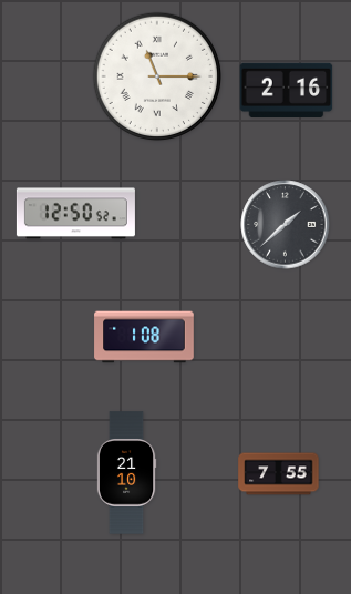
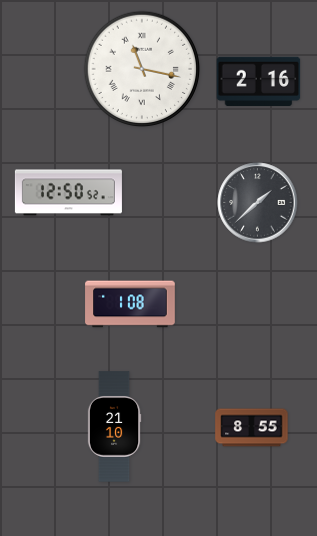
clock at (157, 76): 11:15 -> 11:17
clock at (279, 474): 7:55 -> 8:55
